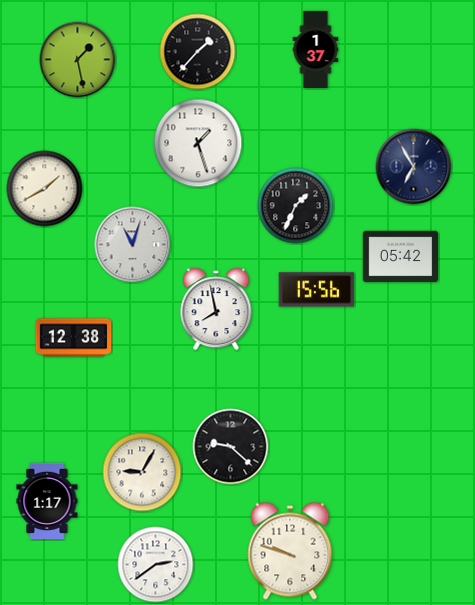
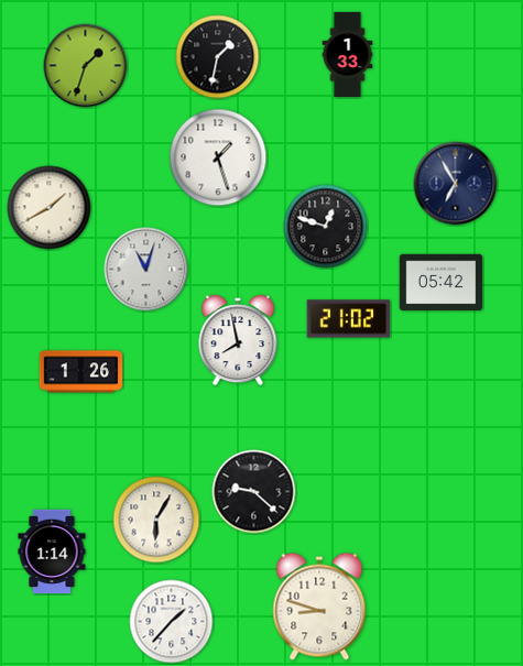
clock at (316, 50): 1:37 -> 1:33
clock at (198, 52): 1:37 -> 1:32
clock at (78, 60): 1:28 -> 1:33
clock at (296, 206): 1:34 -> 12:48
clock at (317, 290): 15:56 -> 21:02
clock at (74, 338): 12:38 -> 1:26
clock at (142, 472): 9:05 -> 6:05
clock at (47, 501): 1:17 -> 1:14
clock at (290, 551): 9:48 -> 8:48
clock at (156, 565): 2:39 -> 1:37
